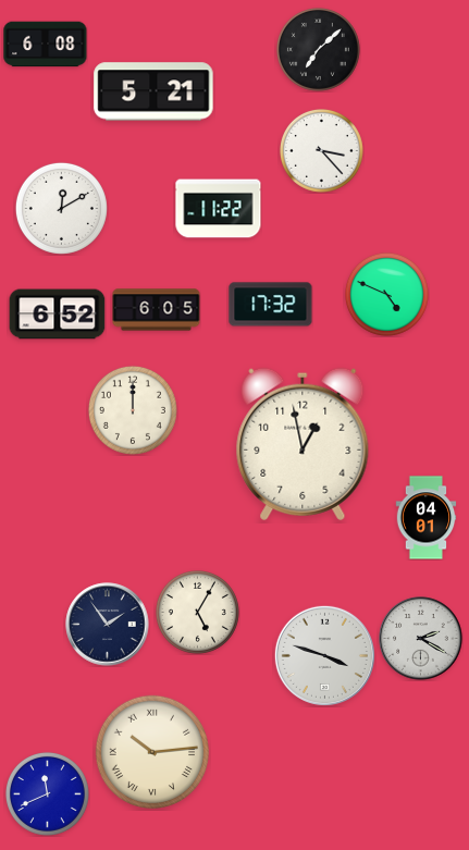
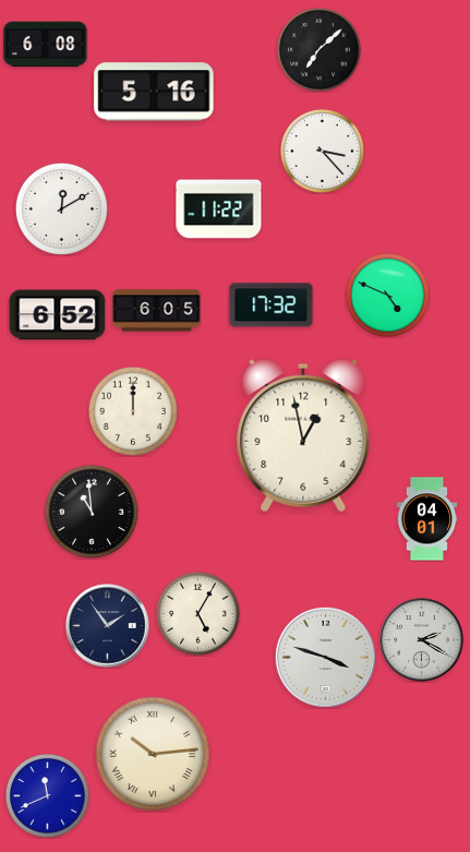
clock at (153, 91): 5:21 -> 5:16
clock at (303, 444) position: (303, 444) -> (303, 435)
clock at (92, 512): none -> 10:59
